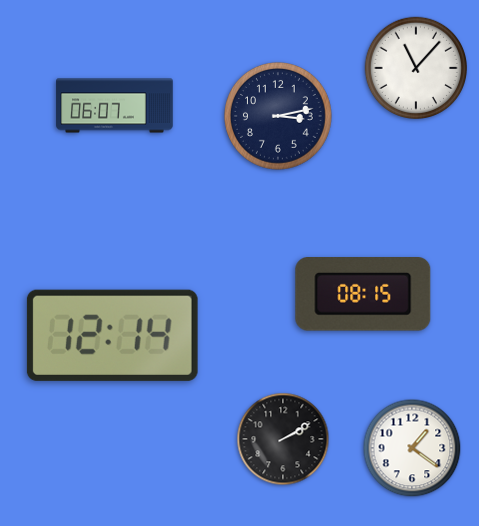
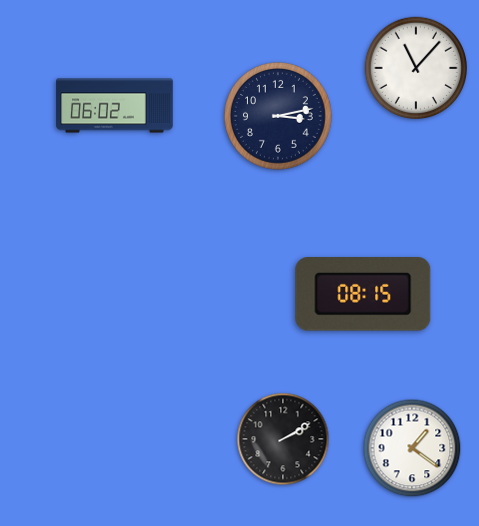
clock at (115, 106): 06:07 -> 06:02
clock at (112, 335): 12:14 -> none
